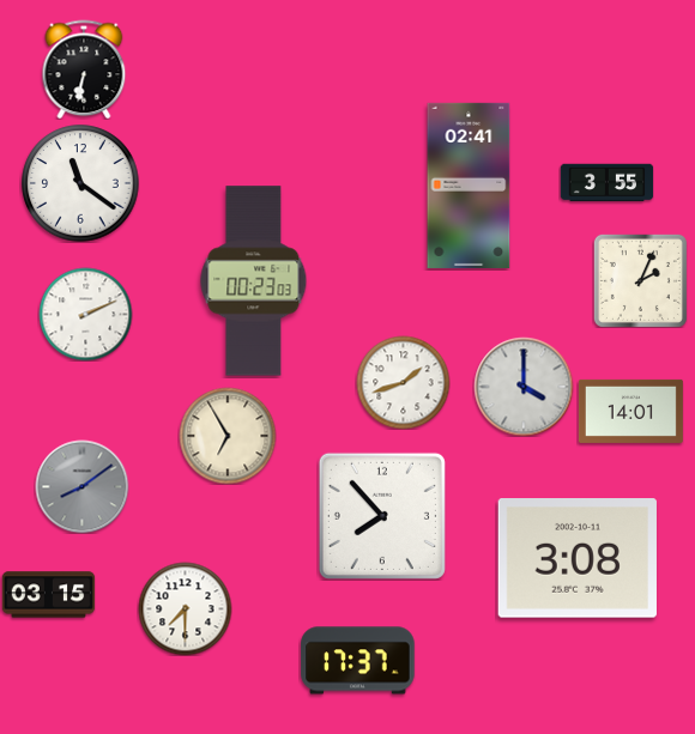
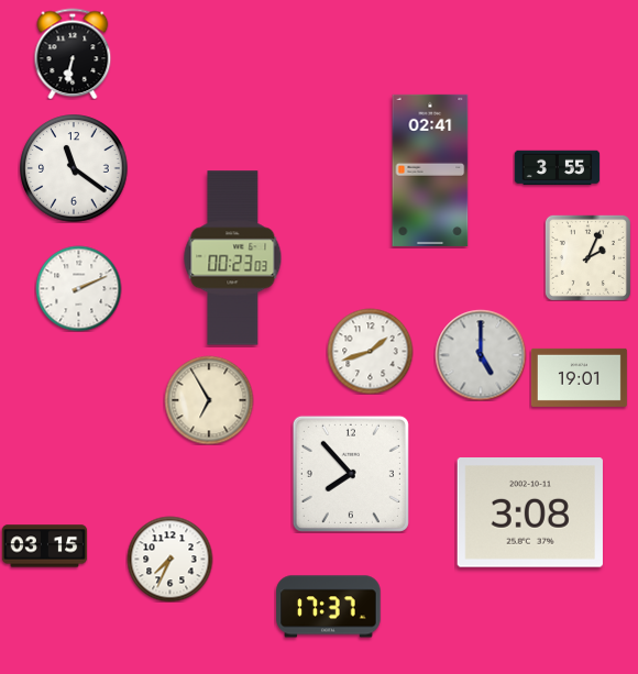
clock at (84, 69) position: (84, 69) -> (73, 54)
clock at (524, 387): 4:00 -> 5:00
clock at (630, 411): 14:01 -> 19:01
clock at (81, 486): 8:09 -> none
clock at (185, 608): 7:30 -> 7:34
